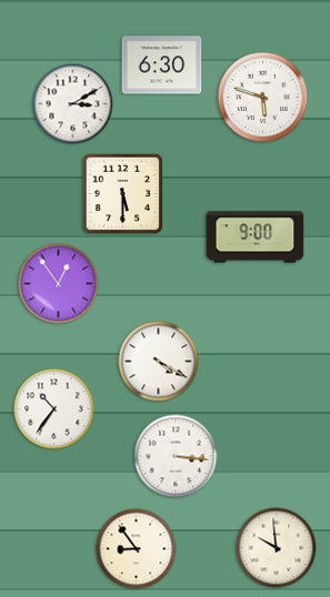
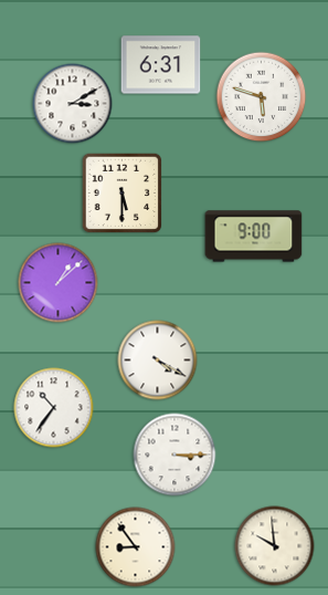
clock at (162, 65): 6:30 -> 6:31
clock at (59, 284): 12:54 -> 1:08
clock at (176, 456): 3:16 -> 3:15
